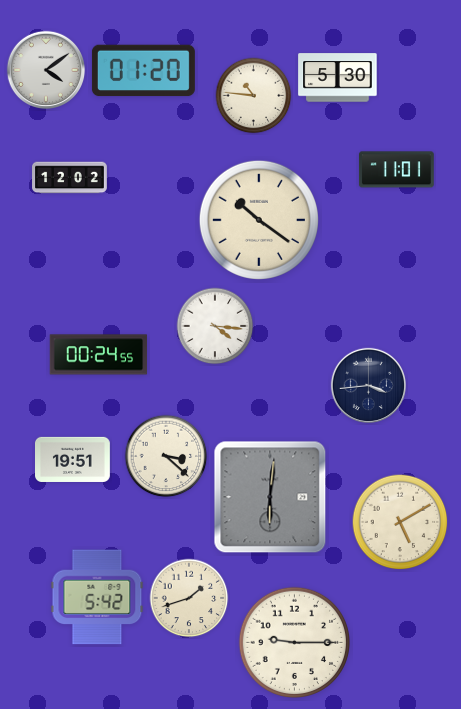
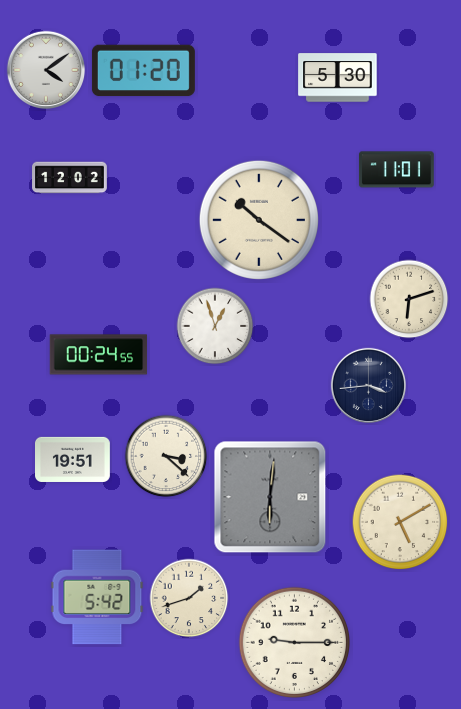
clock at (254, 96): 10:46 -> none
clock at (409, 299): none -> 6:12
clock at (215, 326): 4:16 -> 12:57
